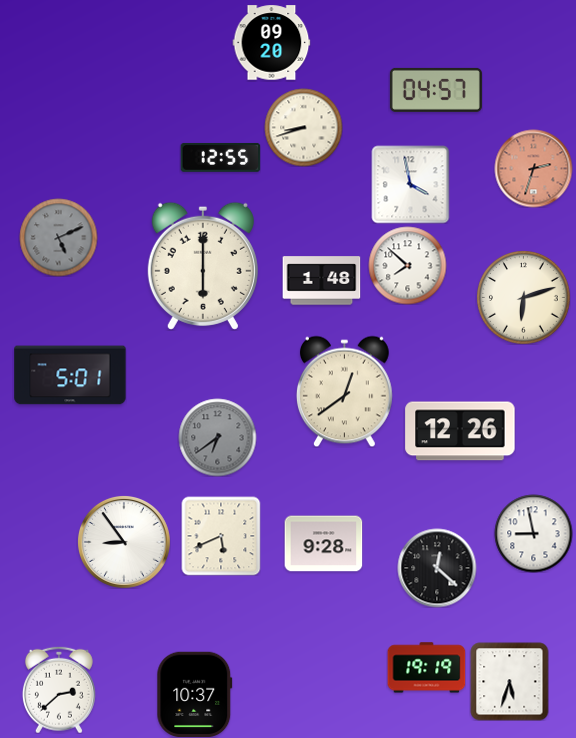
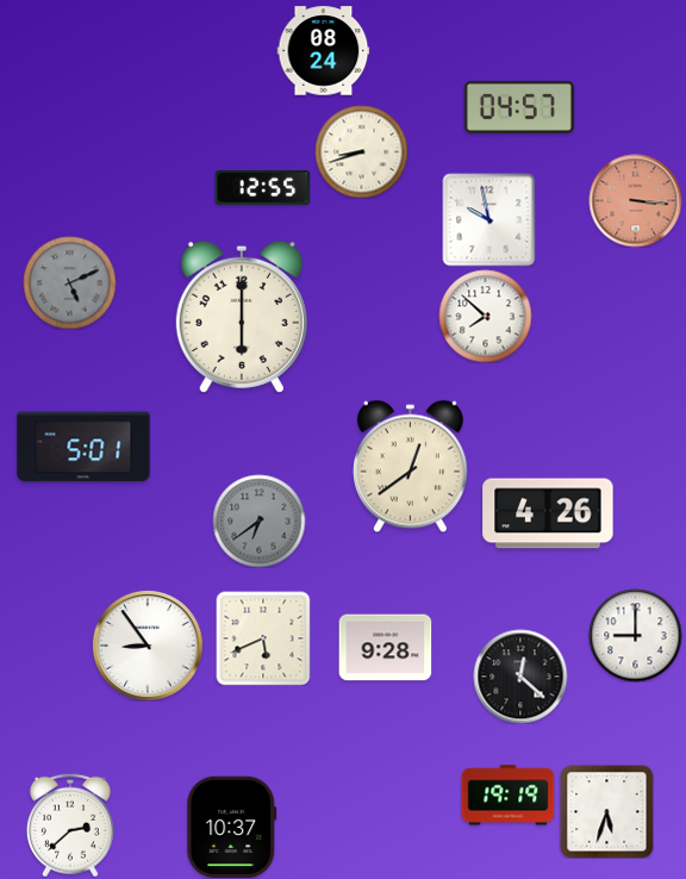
clock at (271, 43): 09:20 -> 08:24
clock at (533, 168): 2:33 -> 3:16
clock at (410, 184): 3:58 -> 9:58
clock at (321, 281): 1:48 -> none
clock at (524, 298): 6:12 -> none
clock at (460, 431): 12:26 -> 4:26
clock at (533, 533): 8:58 -> 9:00
clock at (59, 690) position: (59, 690) -> (70, 825)
